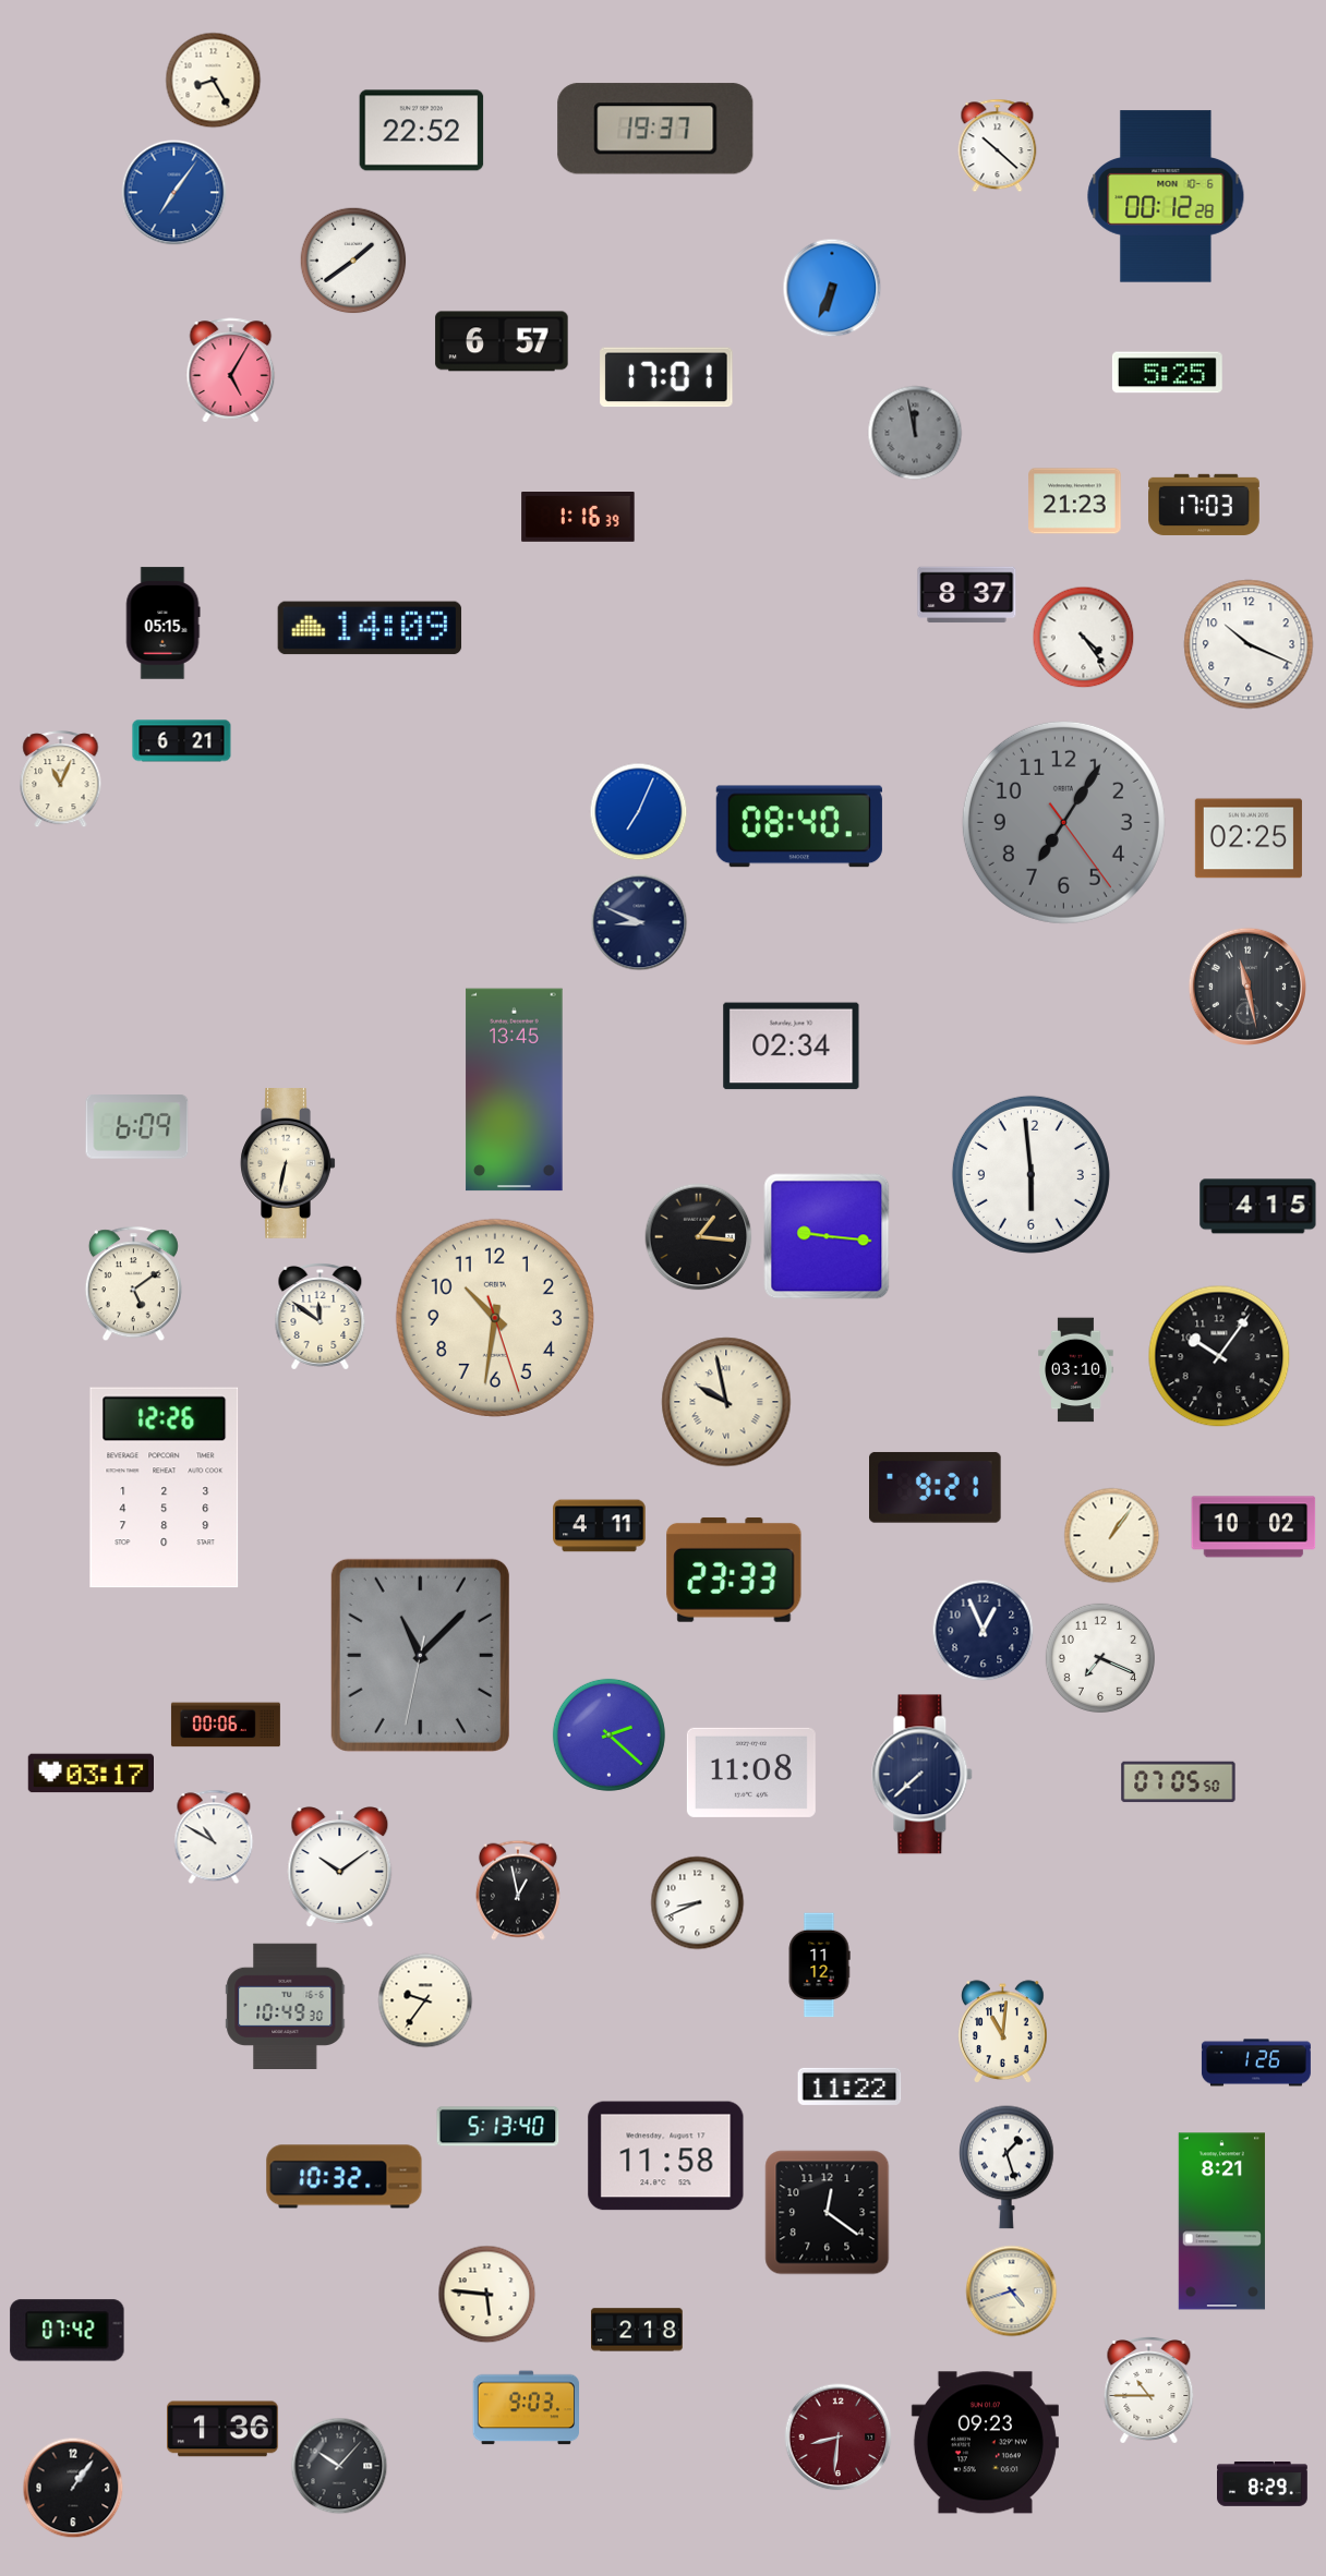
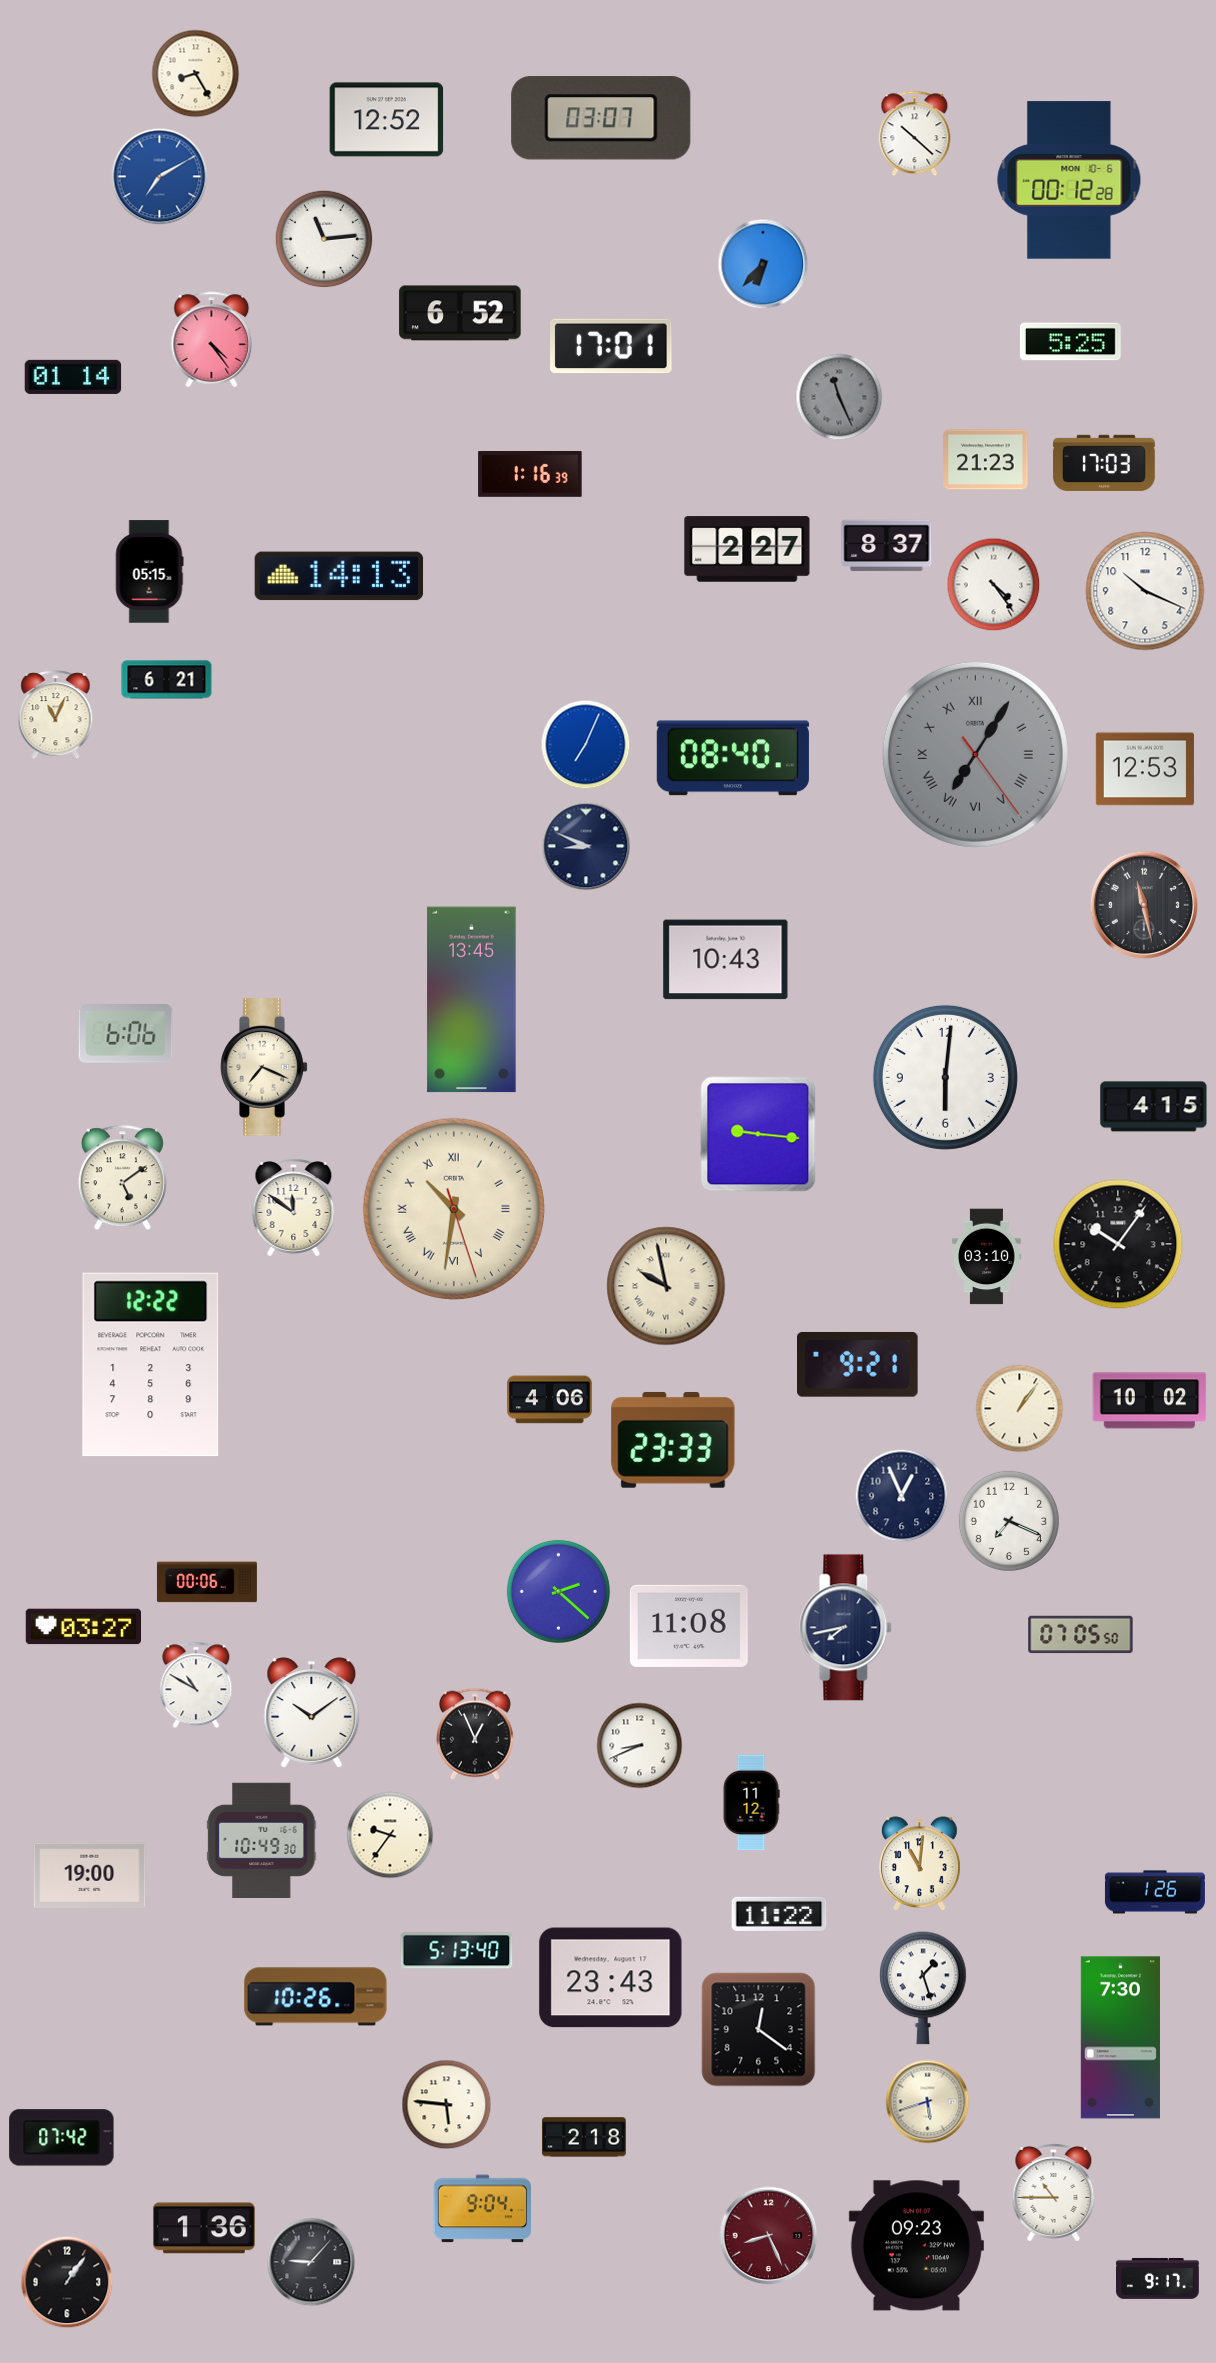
clock at (655, 129): 19:37 -> 03:07
clock at (422, 131): 22:52 -> 12:52
clock at (174, 193): 7:06 -> 7:10
clock at (353, 261): 1:39 -> 11:14
clock at (832, 288): 6:34 -> 6:37
clock at (502, 341): 6:57 -> 6:52
clock at (231, 371): 5:05 -> 4:24
clock at (73, 377): none -> 01:14
clock at (915, 433): 11:58 -> 11:26
clock at (747, 549): none -> 2:27
clock at (370, 628): 14:09 -> 14:13
clock at (1063, 822) numerals: Arabic -> Roman
clock at (1249, 838): 02:25 -> 12:53
clock at (792, 1047): 02:34 -> 10:43
clock at (137, 1127): 6:09 -> 6:06
clock at (288, 1164): 6:32 -> 7:19
clock at (1030, 1174): 5:59 -> 6:01
clock at (699, 1237): 1:16 -> none
clock at (495, 1318) numerals: Arabic -> Roman
clock at (165, 1488): 12:26 -> 12:22
clock at (600, 1526): 4:11 -> 4:06
clock at (420, 1655): 11:07 -> none
clock at (91, 1774): 03:17 -> 03:27
clock at (923, 1775): 7:38 -> 7:43
clock at (518, 1890): 12:58 -> 12:56
clock at (90, 1875): none -> 19:00
clock at (1256, 2063) position: (1256, 2063) -> (1155, 1892)
clock at (666, 2156): 11:58 -> 23:43
clock at (345, 2177): 10:32 -> 10:26
clock at (1221, 2222): 8:21 -> 7:30
clock at (1012, 2291): 4:42 -> 5:42
clock at (526, 2408): 9:03 -> 9:04
clock at (839, 2438): 8:31 -> 8:26
clock at (985, 2443) position: (985, 2443) -> (916, 2246)
clock at (339, 2466): 10:07 -> 9:07
clock at (1263, 2483): 8:29 -> 9:17
